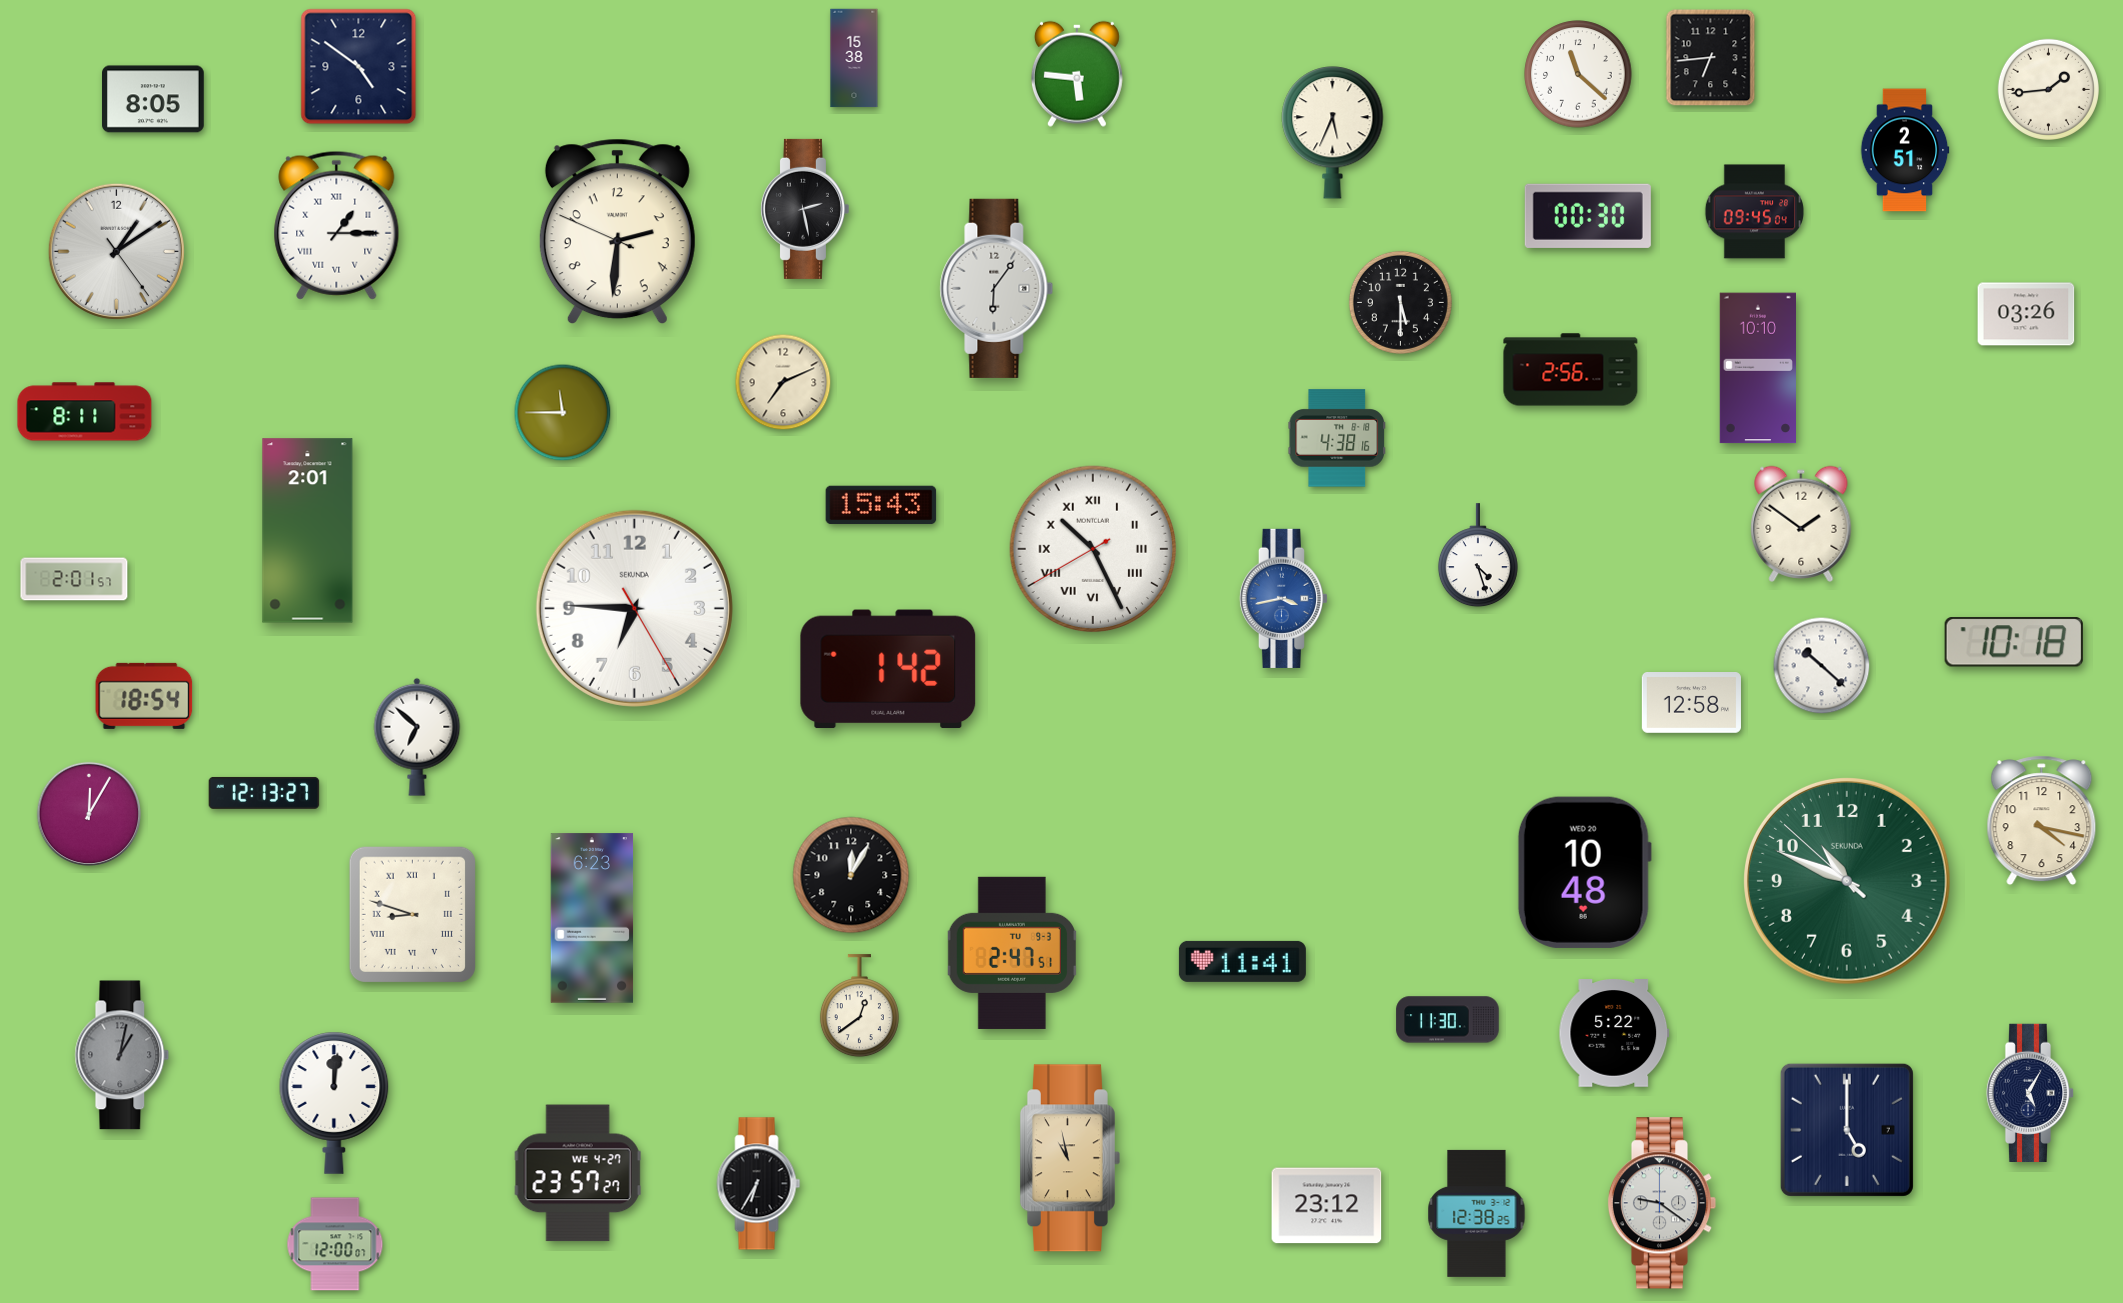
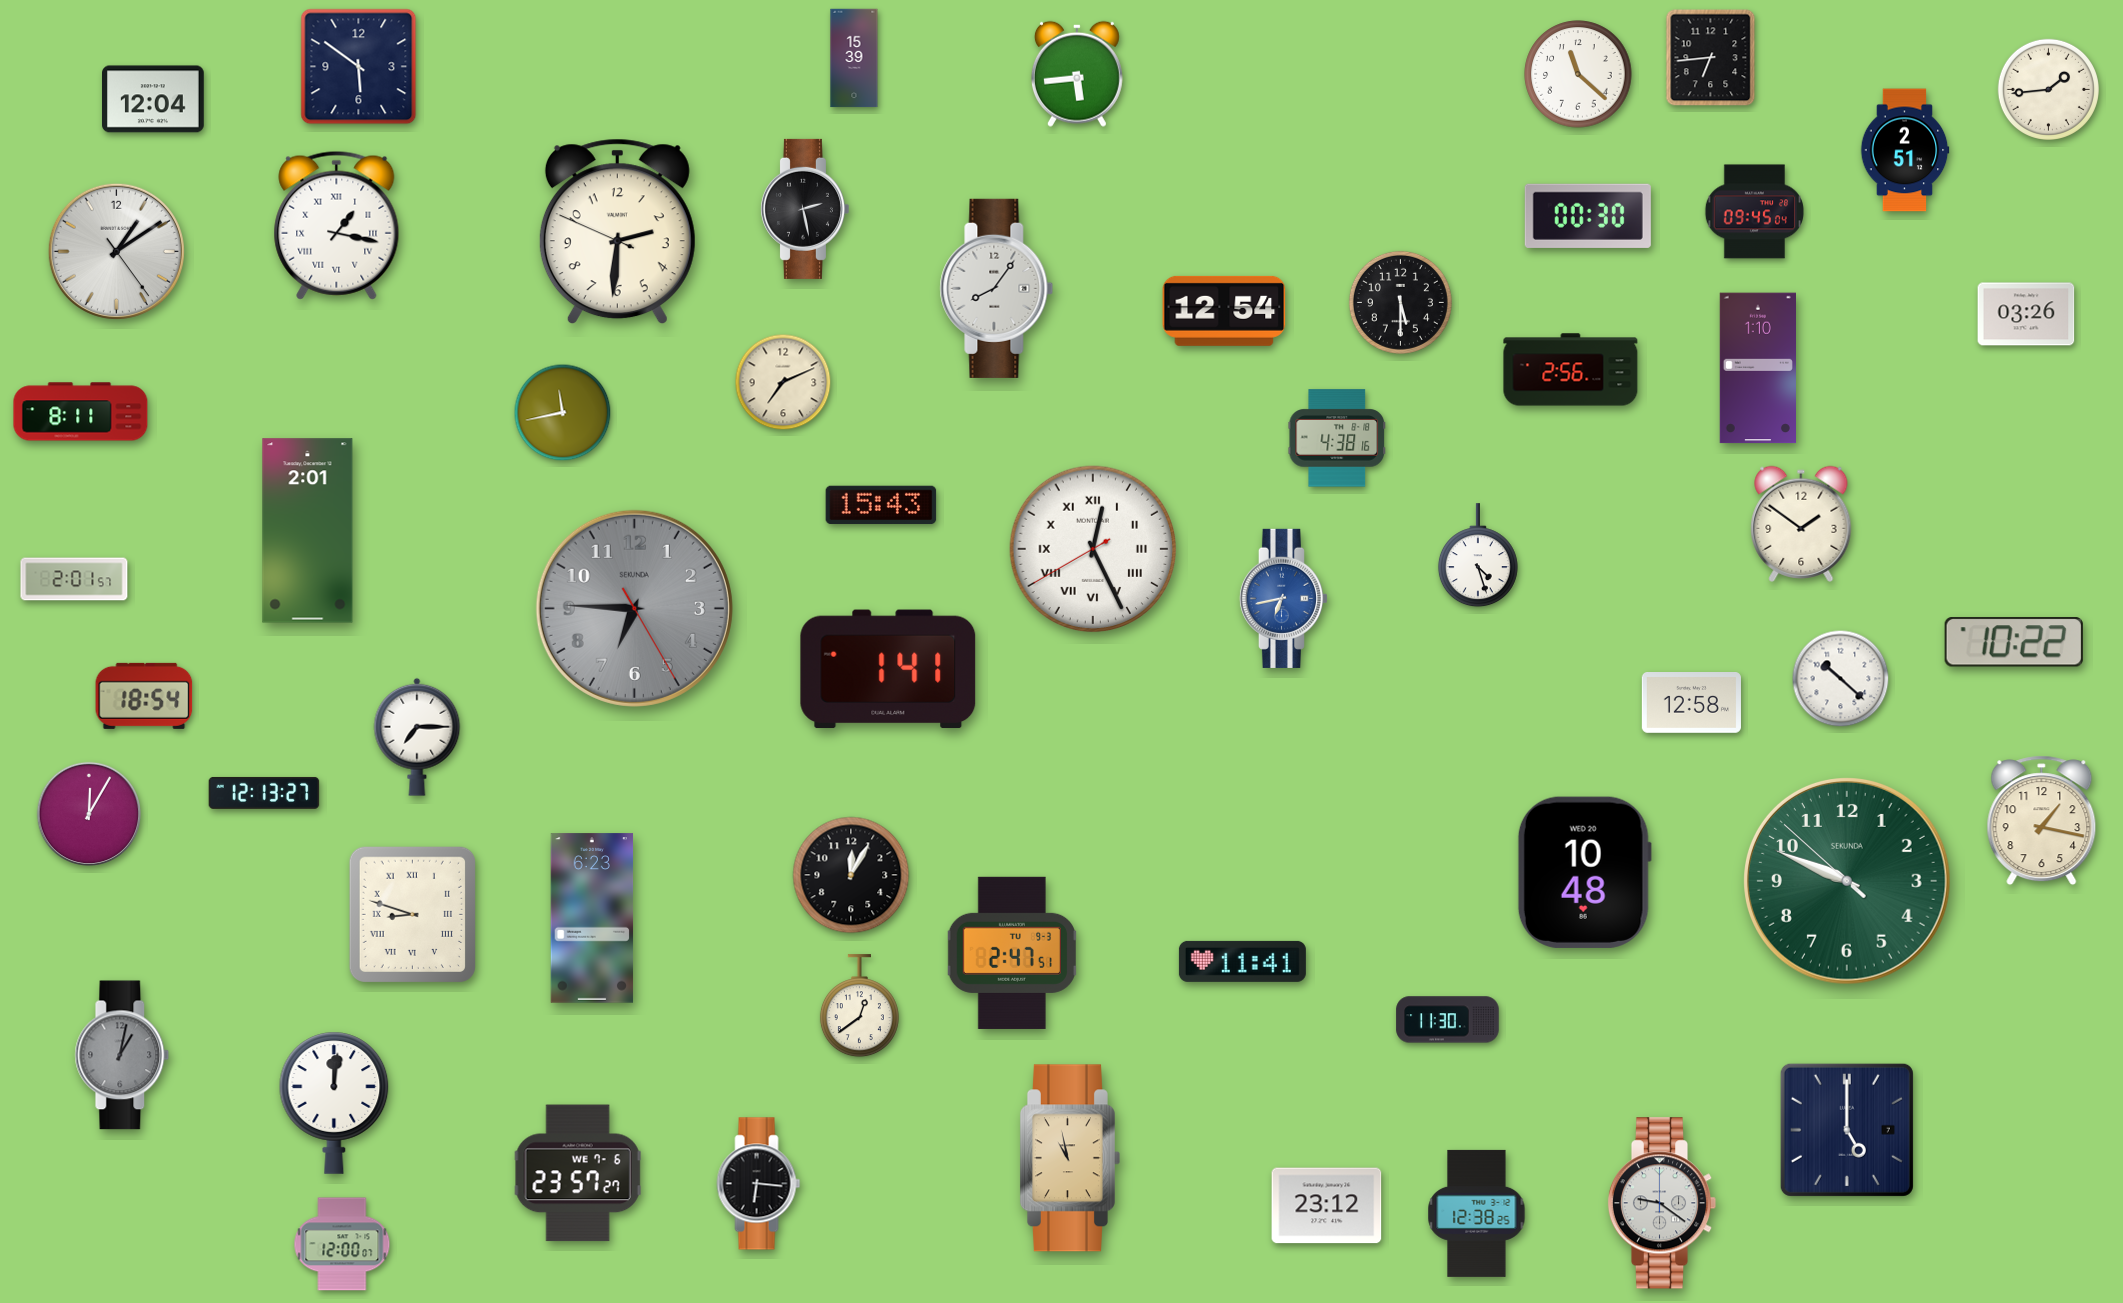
clock at (854, 58): 15:38 -> 15:39
clock at (359, 67): 4:51 -> 5:51
clock at (1077, 74): 5:46 -> 5:44
clock at (154, 99): 8:05 -> 12:04
clock at (1333, 133): 5:34 -> none
clock at (337, 225): 1:15 -> 1:17
clock at (997, 288): 6:06 -> 8:06
clock at (1224, 311): none -> 12:54
clock at (1757, 368): 10:10 -> 1:10
clock at (85, 412) position: (85, 412) -> (81, 412)
clock at (563, 413): 11:45 -> 11:43
clock at (1093, 549): 10:25 -> 12:25
clock at (1283, 598): 3:43 -> 6:43
clock at (634, 608) dial: white -> grey
clock at (2014, 643): 10:18 -> 10:22
clock at (1822, 666) position: (1822, 666) -> (1841, 679)
clock at (888, 669): 1:42 -> 1:41
clock at (417, 737): 6:52 -> 7:15
clock at (2042, 821): 4:17 -> 1:17
clock at (1848, 882): 10:48 -> 9:48
clock at (1614, 1033): 5:22 -> none
clock at (2030, 1092): 5:05 -> none
clock at (578, 1173) date: WE 4-27 -> WE 7-6
clock at (759, 1184): 6:35 -> 6:16
clock at (335, 1244) position: (335, 1244) -> (342, 1244)
